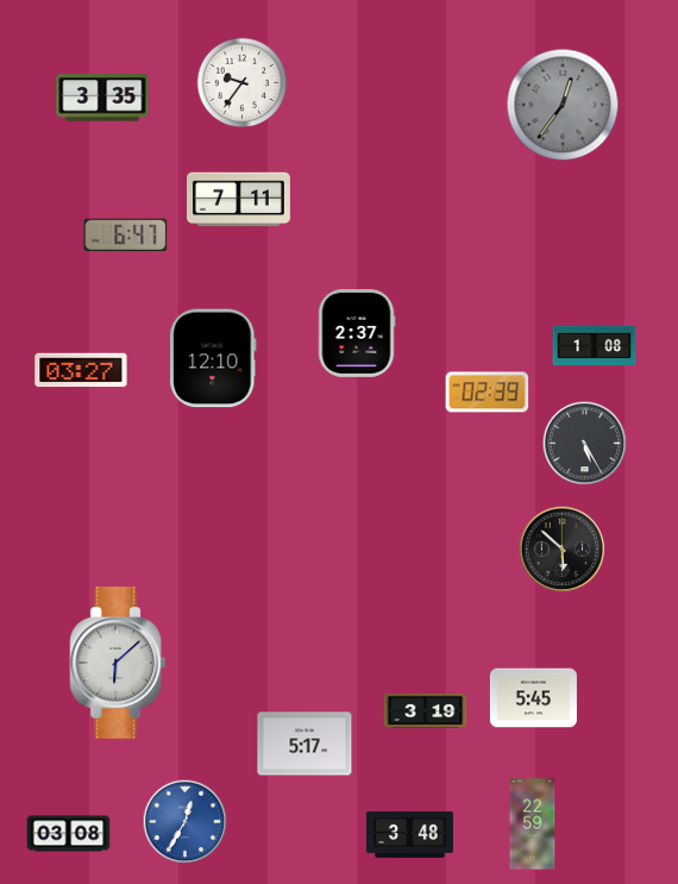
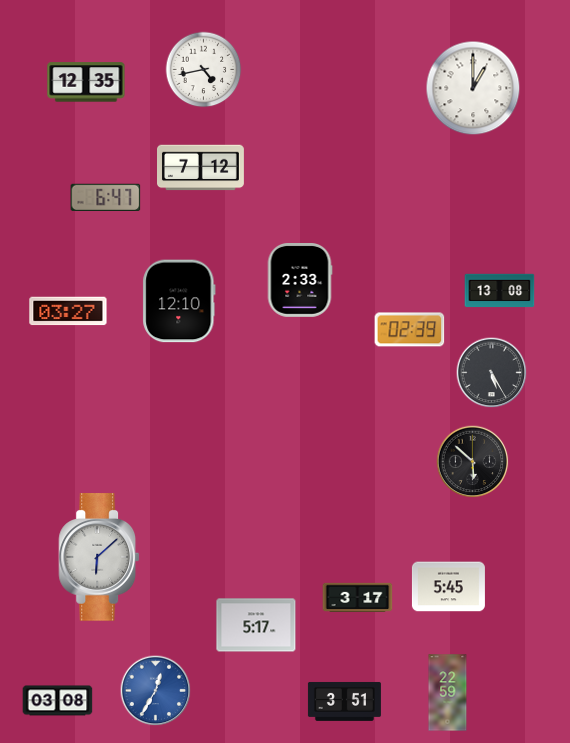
clock at (243, 83): 9:36 -> 4:43
clock at (102, 98): 3:35 -> 12:35
clock at (563, 105): 12:36 -> 1:00
clock at (563, 105) dial: grey -> white
clock at (239, 200): 7:11 -> 7:12
clock at (357, 334): 2:37 -> 2:33
clock at (595, 346): 1:08 -> 13:08
clock at (426, 711): 3:19 -> 3:17
clock at (409, 834): 3:48 -> 3:51
